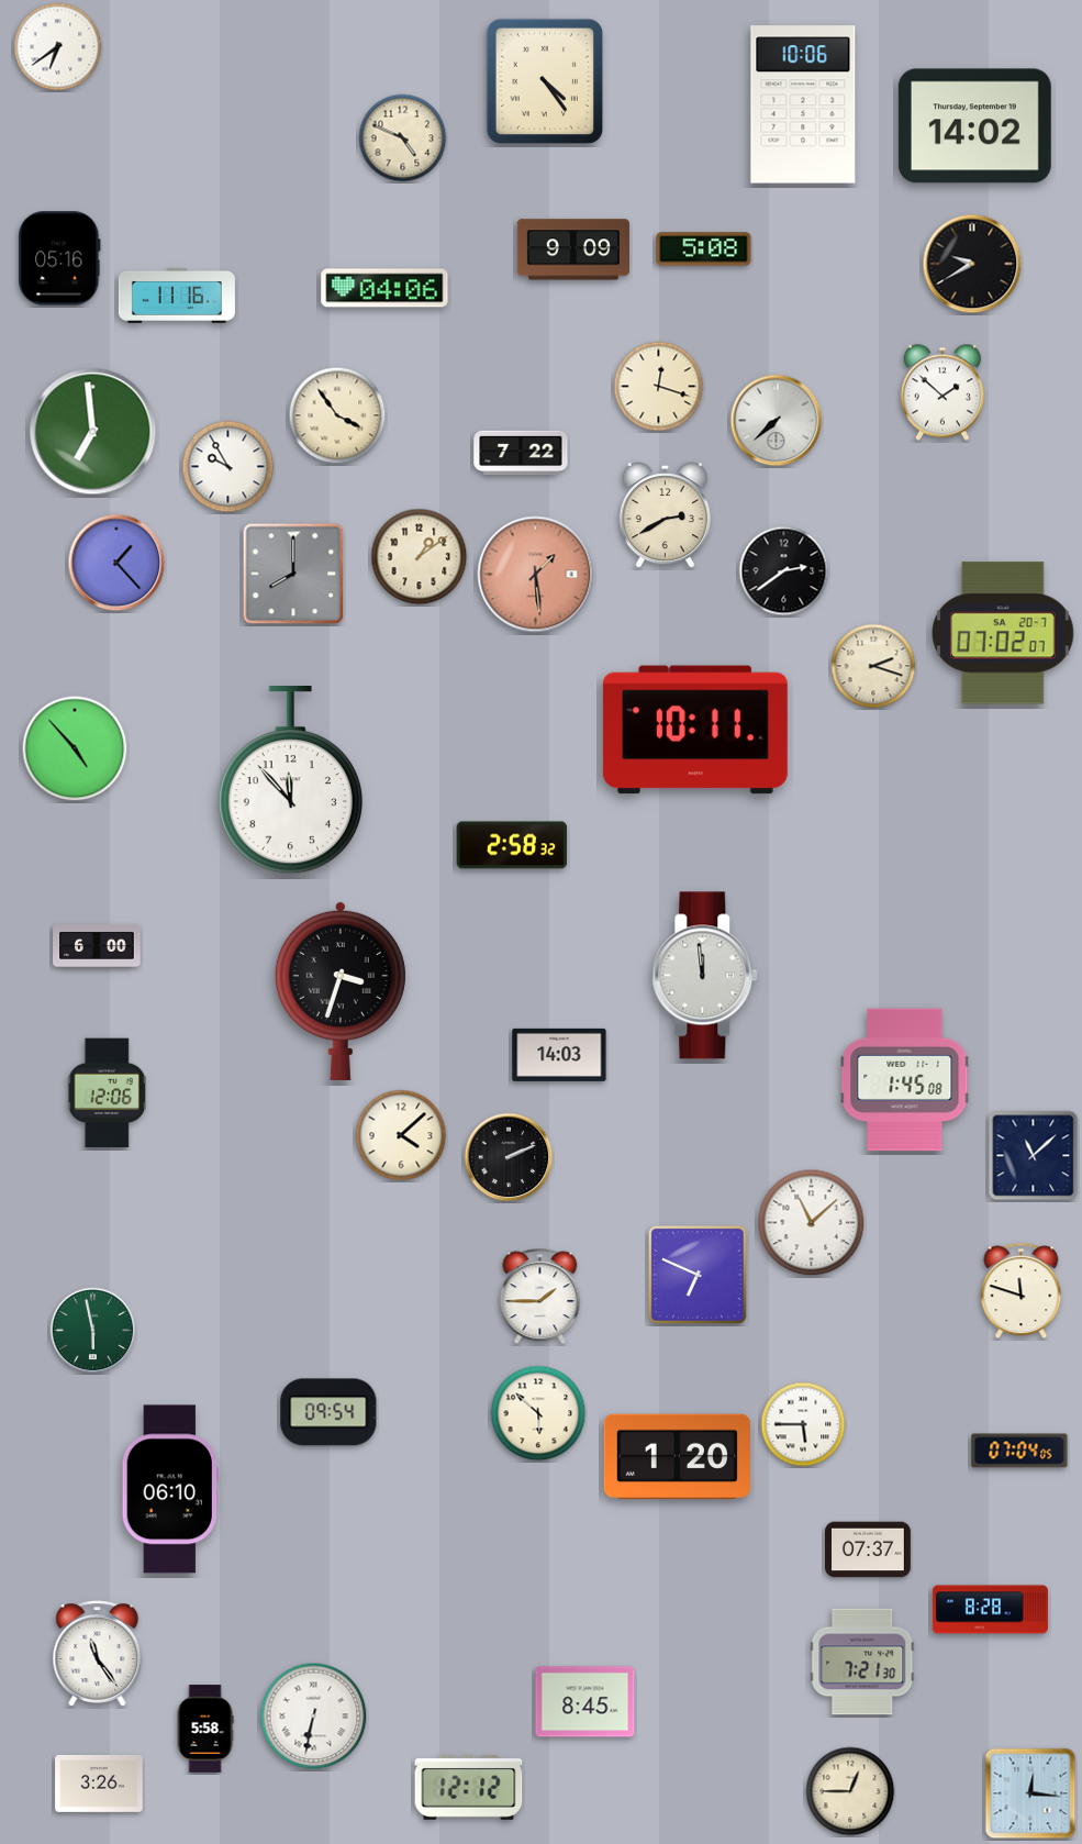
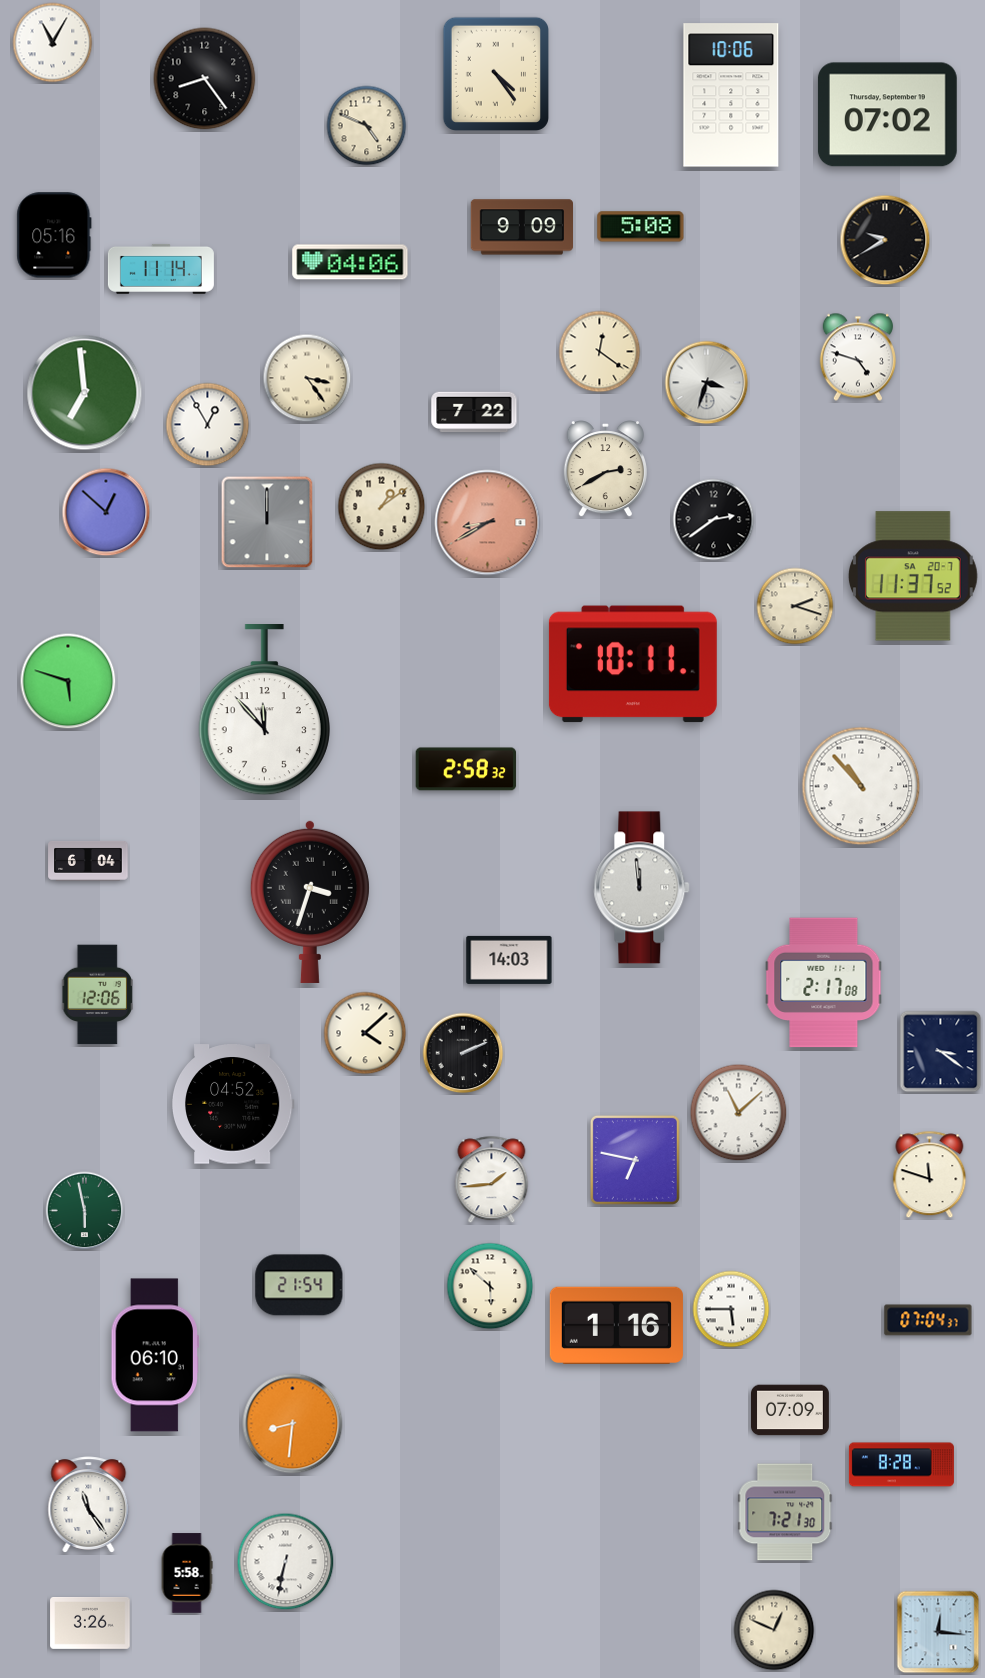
clock at (58, 47): 6:39 -> 11:05
clock at (205, 79): none -> 8:24
clock at (974, 126): 14:02 -> 07:02
clock at (177, 296): 11:16 -> 11:14
clock at (659, 387): 12:18 -> 12:21
clock at (942, 392): 1:52 -> 4:48
clock at (337, 415): 3:54 -> 3:24
clock at (777, 421): 7:38 -> 3:33
clock at (228, 467): 9:55 -> 12:55
clock at (116, 563): 1:23 -> 12:52
clock at (293, 574): 8:00 -> 12:00
clock at (536, 575): 1:29 -> 8:40
clock at (1003, 633): 07:02 -> 11:37
clock at (75, 748): 4:53 -> 5:48
clock at (861, 786): none -> 10:53
clock at (97, 946): 6:00 -> 6:04
clock at (905, 1080): 1:45 -> 2:17
clock at (1034, 1156): 11:08 -> 3:21
clock at (233, 1104): none -> 04:52
clock at (698, 1275): 6:49 -> 6:47
clock at (540, 1297): 1:45 -> 1:44
clock at (328, 1412): 09:54 -> 21:54
clock at (803, 1424) position: (803, 1424) -> (731, 1309)
clock at (1019, 1451): 07:04:05 -> 07:04:37
clock at (677, 1457): 1:20 -> 1:16
clock at (869, 1549): 07:37 -> 07:09
clock at (293, 1424): none -> 8:31
clock at (585, 1702): 8:45 -> none
clock at (469, 1787): 12:12 -> none
clock at (850, 1791): 12:45 -> 12:49
